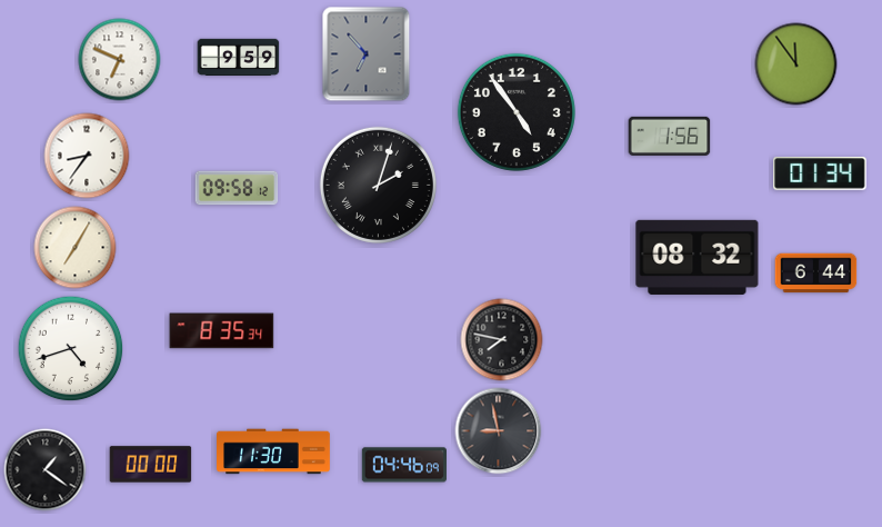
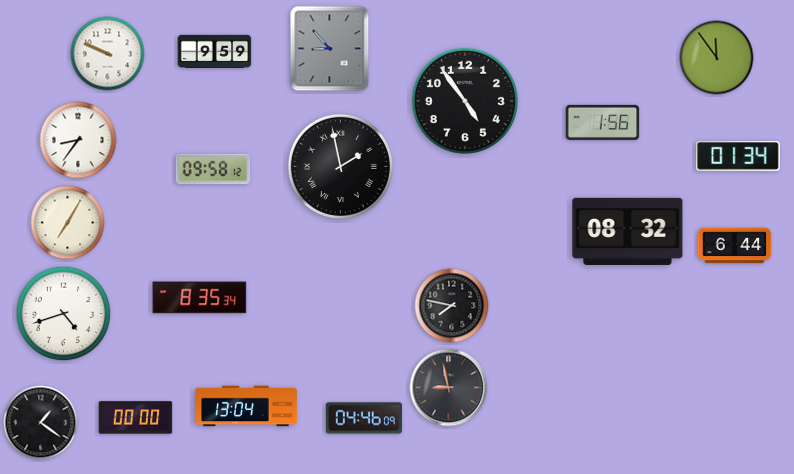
clock at (367, 54): 6:53 -> 8:53
clock at (120, 60): 6:49 -> 9:49
clock at (378, 185): 2:03 -> 1:58
clock at (274, 451): 11:30 -> 13:04
